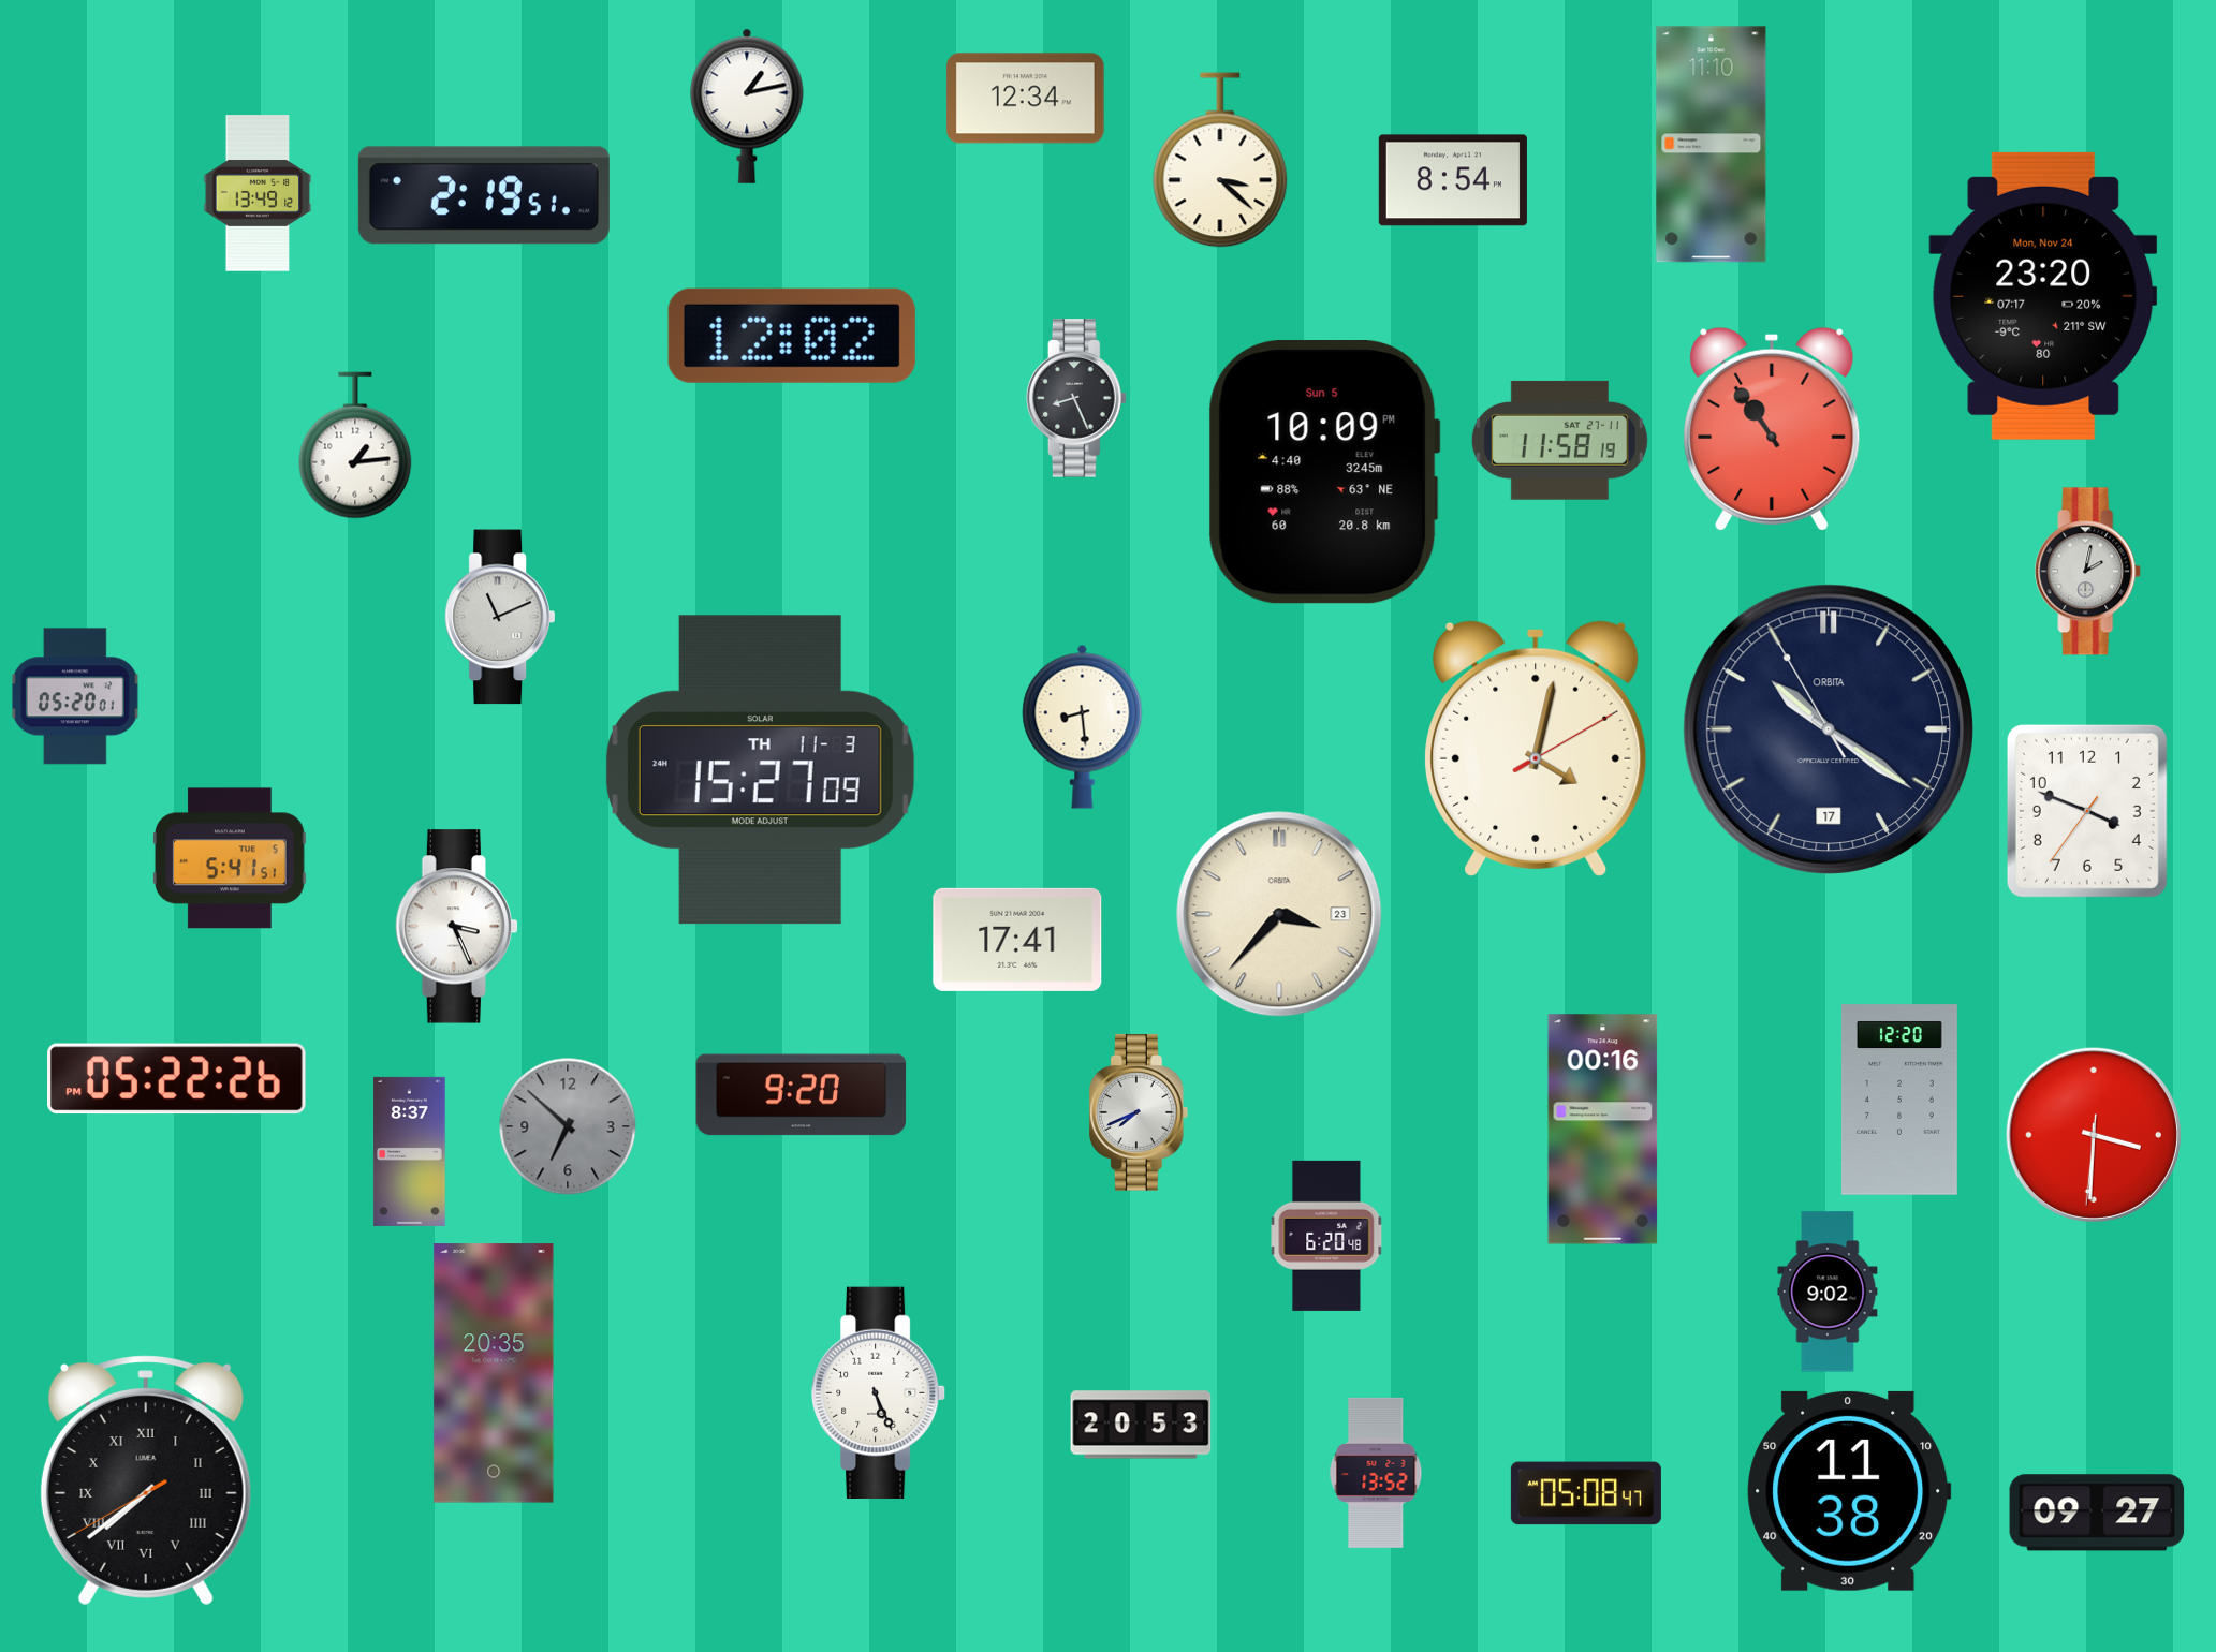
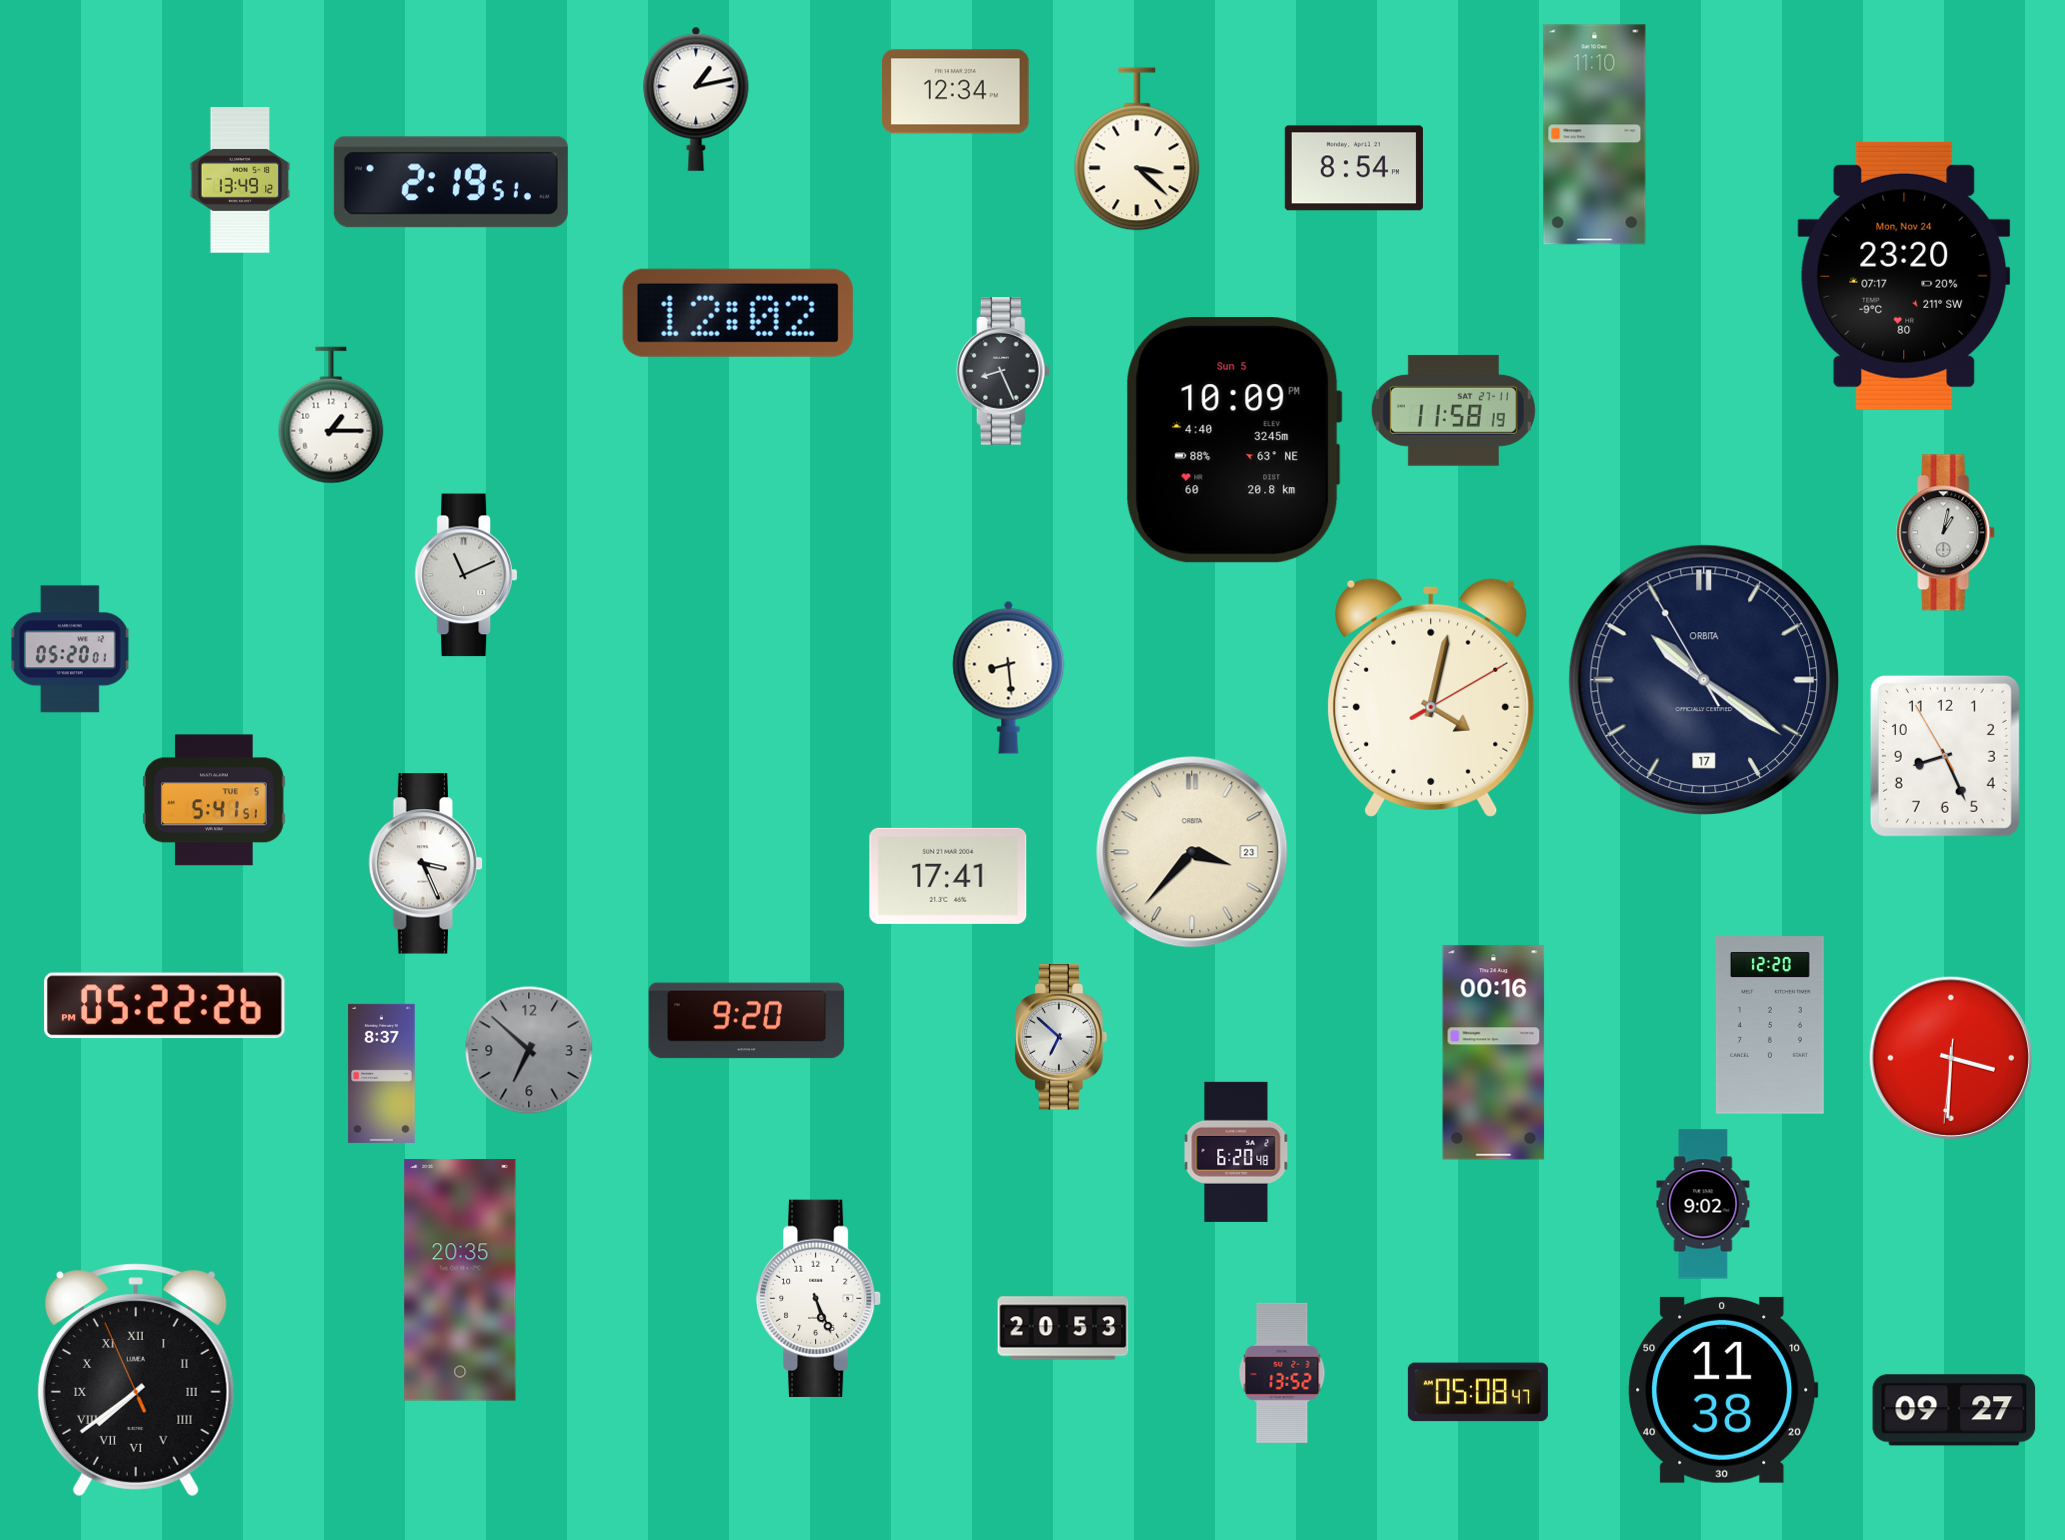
clock at (1772, 429): 10:54 -> none
clock at (355, 445): 1:14 -> 1:15
clock at (2088, 572): 2:02 -> 1:02
clock at (760, 770): 15:27 -> none
clock at (2087, 811): 3:48 -> 8:25
clock at (1139, 1112): 7:41 -> 6:52
clock at (146, 1480): 7:38:40 -> 7:38:56
